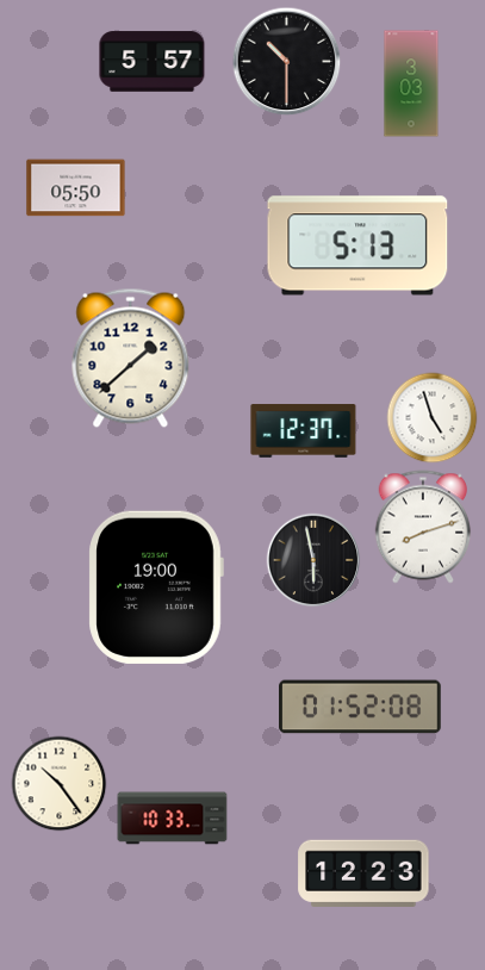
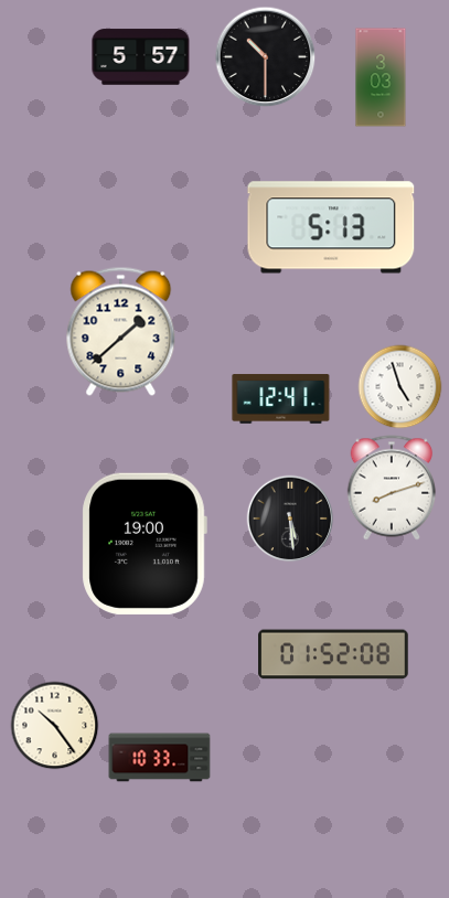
clock at (76, 188): 05:50 -> none
clock at (304, 431): 12:37 -> 12:41
clock at (313, 560): 5:58 -> 5:29
clock at (363, 872): 12:23 -> none
